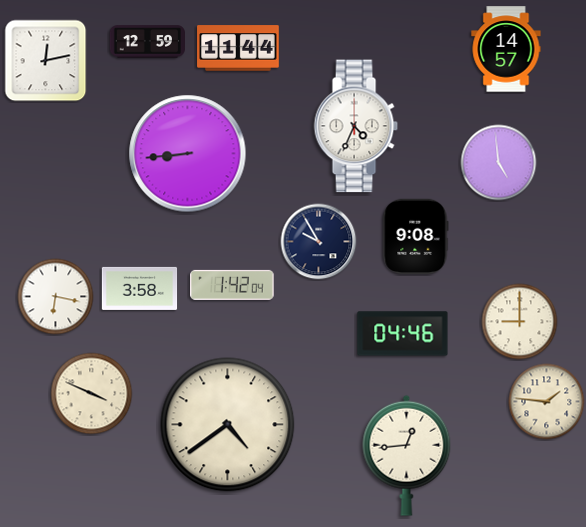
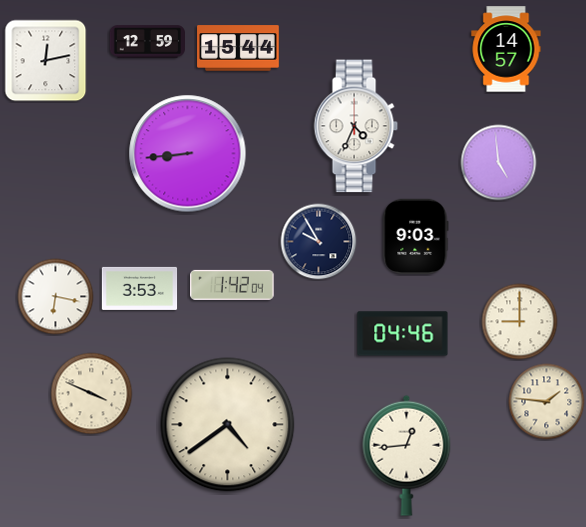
clock at (238, 48): 11:44 -> 15:44
clock at (416, 236): 9:08 -> 9:03
clock at (140, 288): 3:58 -> 3:53
